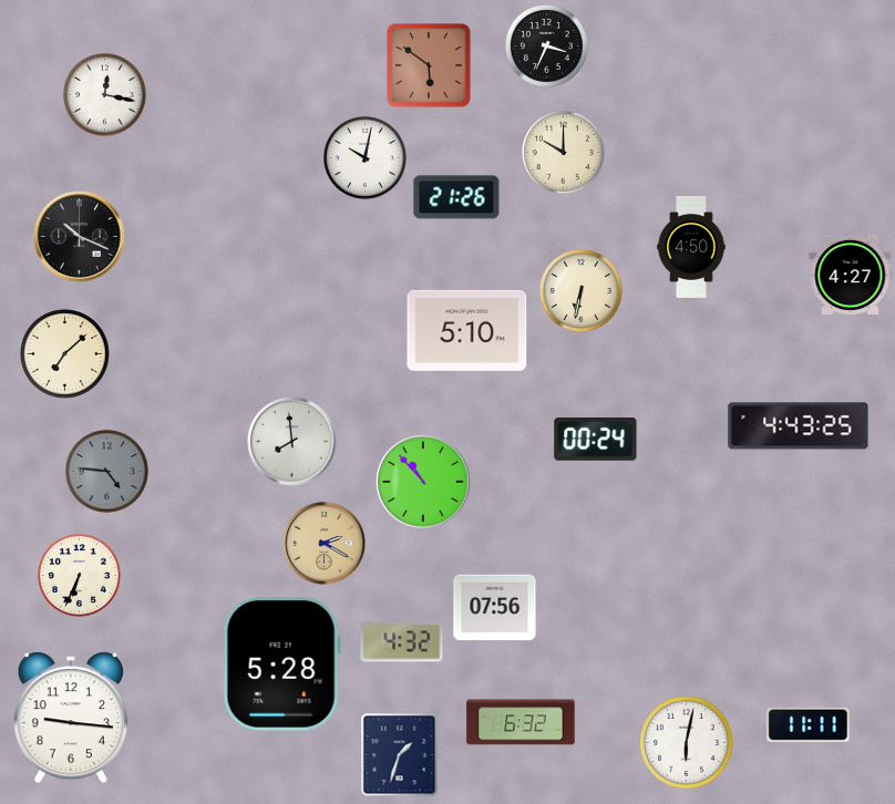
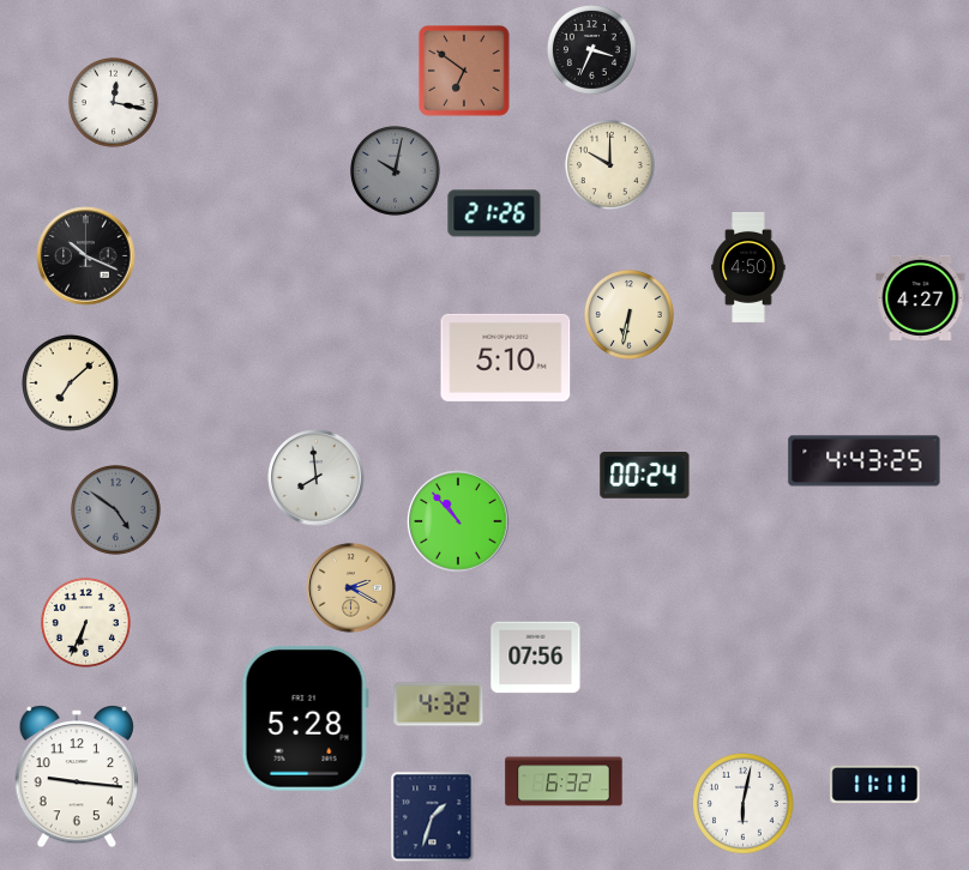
clock at (430, 66): 5:51 -> 6:51
clock at (364, 157) dial: white -> grey
clock at (106, 471): 4:46 -> 4:51
clock at (402, 642) position: (402, 642) -> (439, 705)
